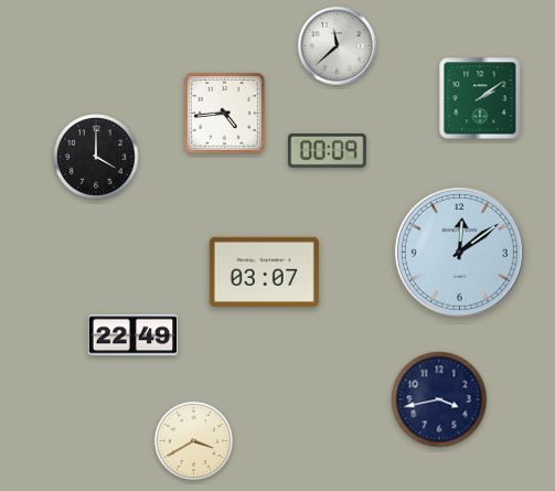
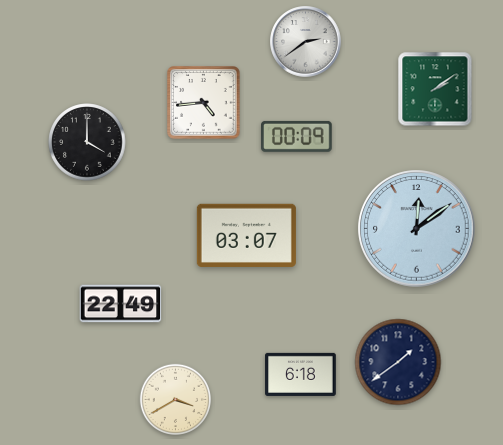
clock at (338, 46): 11:38 -> 2:39
clock at (264, 271) position: (264, 271) -> (246, 235)
clock at (439, 399): 3:43 -> 1:39
clock at (301, 374): none -> 6:18
